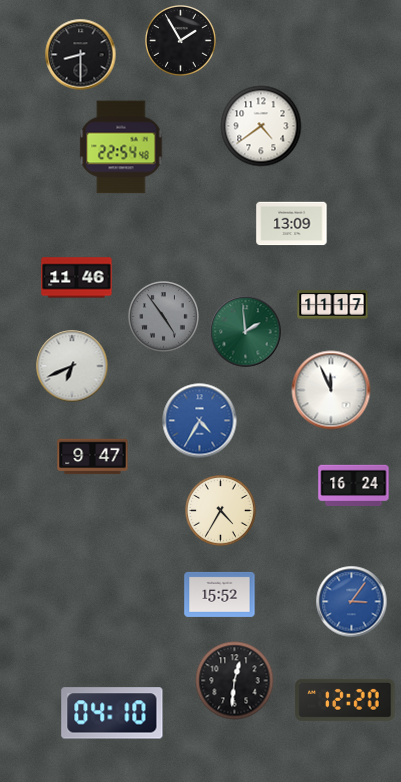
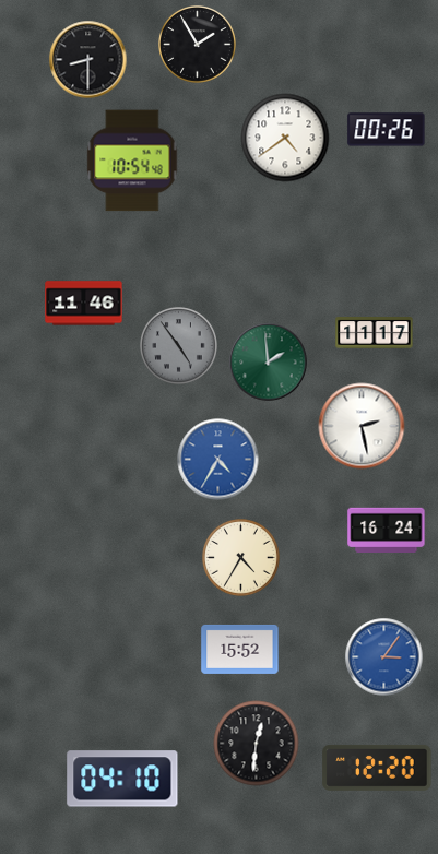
clock at (387, 130): none -> 00:26
clock at (121, 147): 22:54 -> 10:54
clock at (292, 224): 13:09 -> none
clock at (333, 305) position: (333, 305) -> (375, 333)
clock at (72, 366): 6:41 -> none
clock at (331, 390): 11:56 -> 2:28
clock at (93, 457): 9:47 -> none
clock at (345, 700) position: (345, 700) -> (377, 768)
